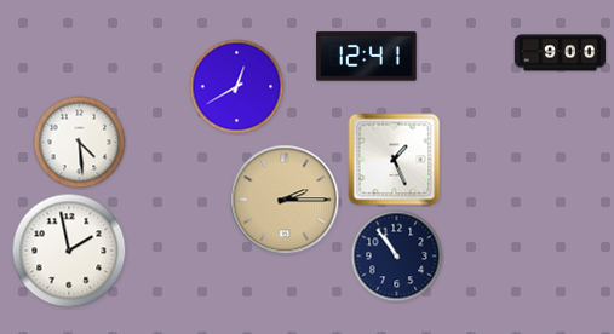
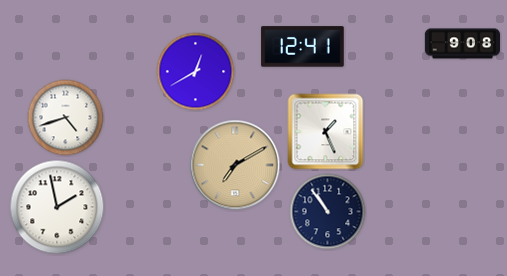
clock at (561, 53): 9:00 -> 9:08
clock at (80, 143): 4:29 -> 4:42
clock at (285, 200): 2:15 -> 7:10
